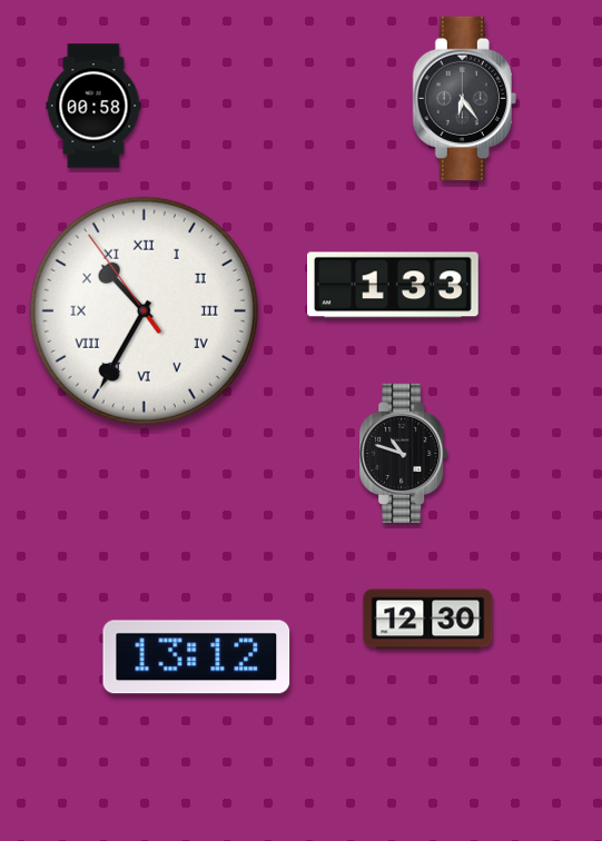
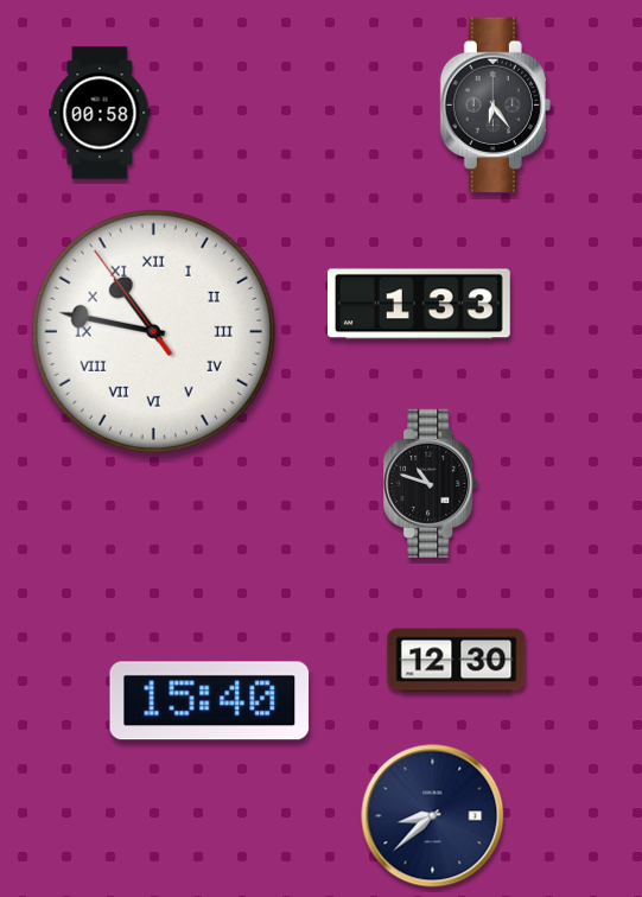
clock at (144, 310): 10:34 -> 10:46
clock at (197, 657): 13:12 -> 15:40
clock at (433, 816): none -> 8:38
